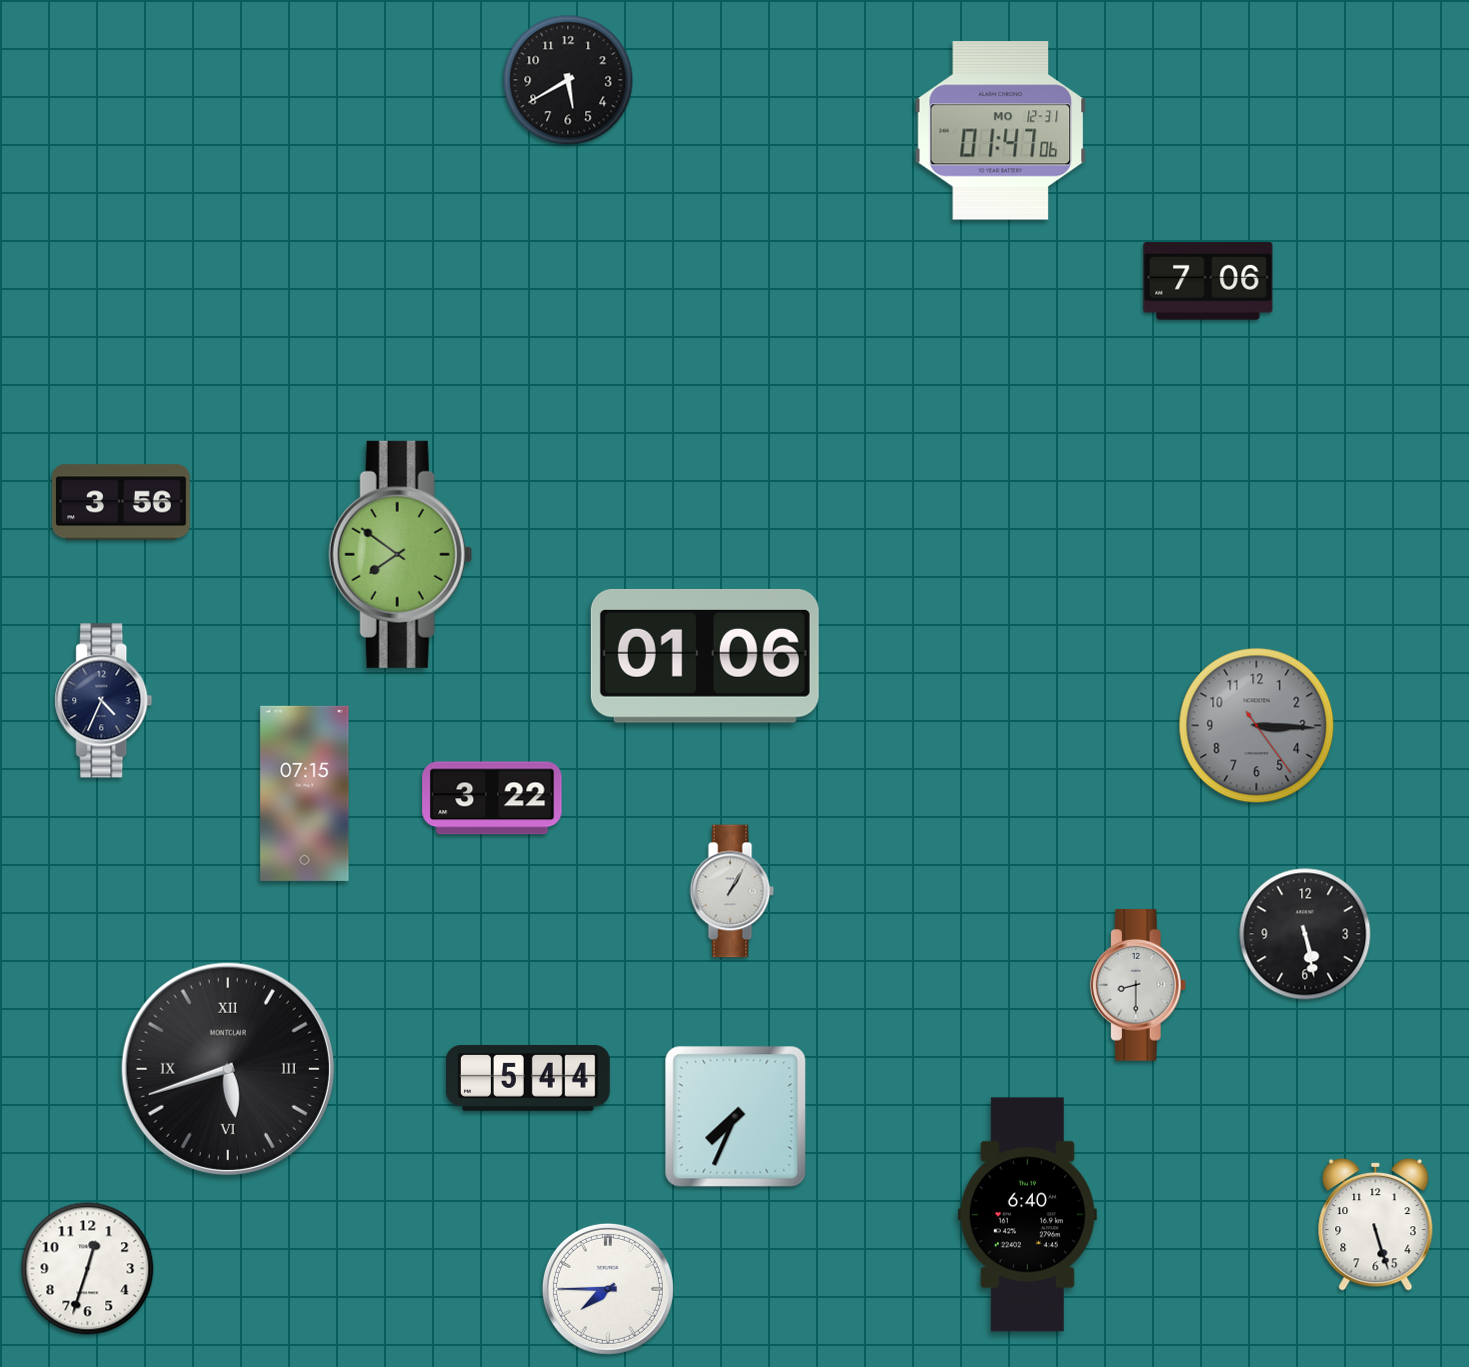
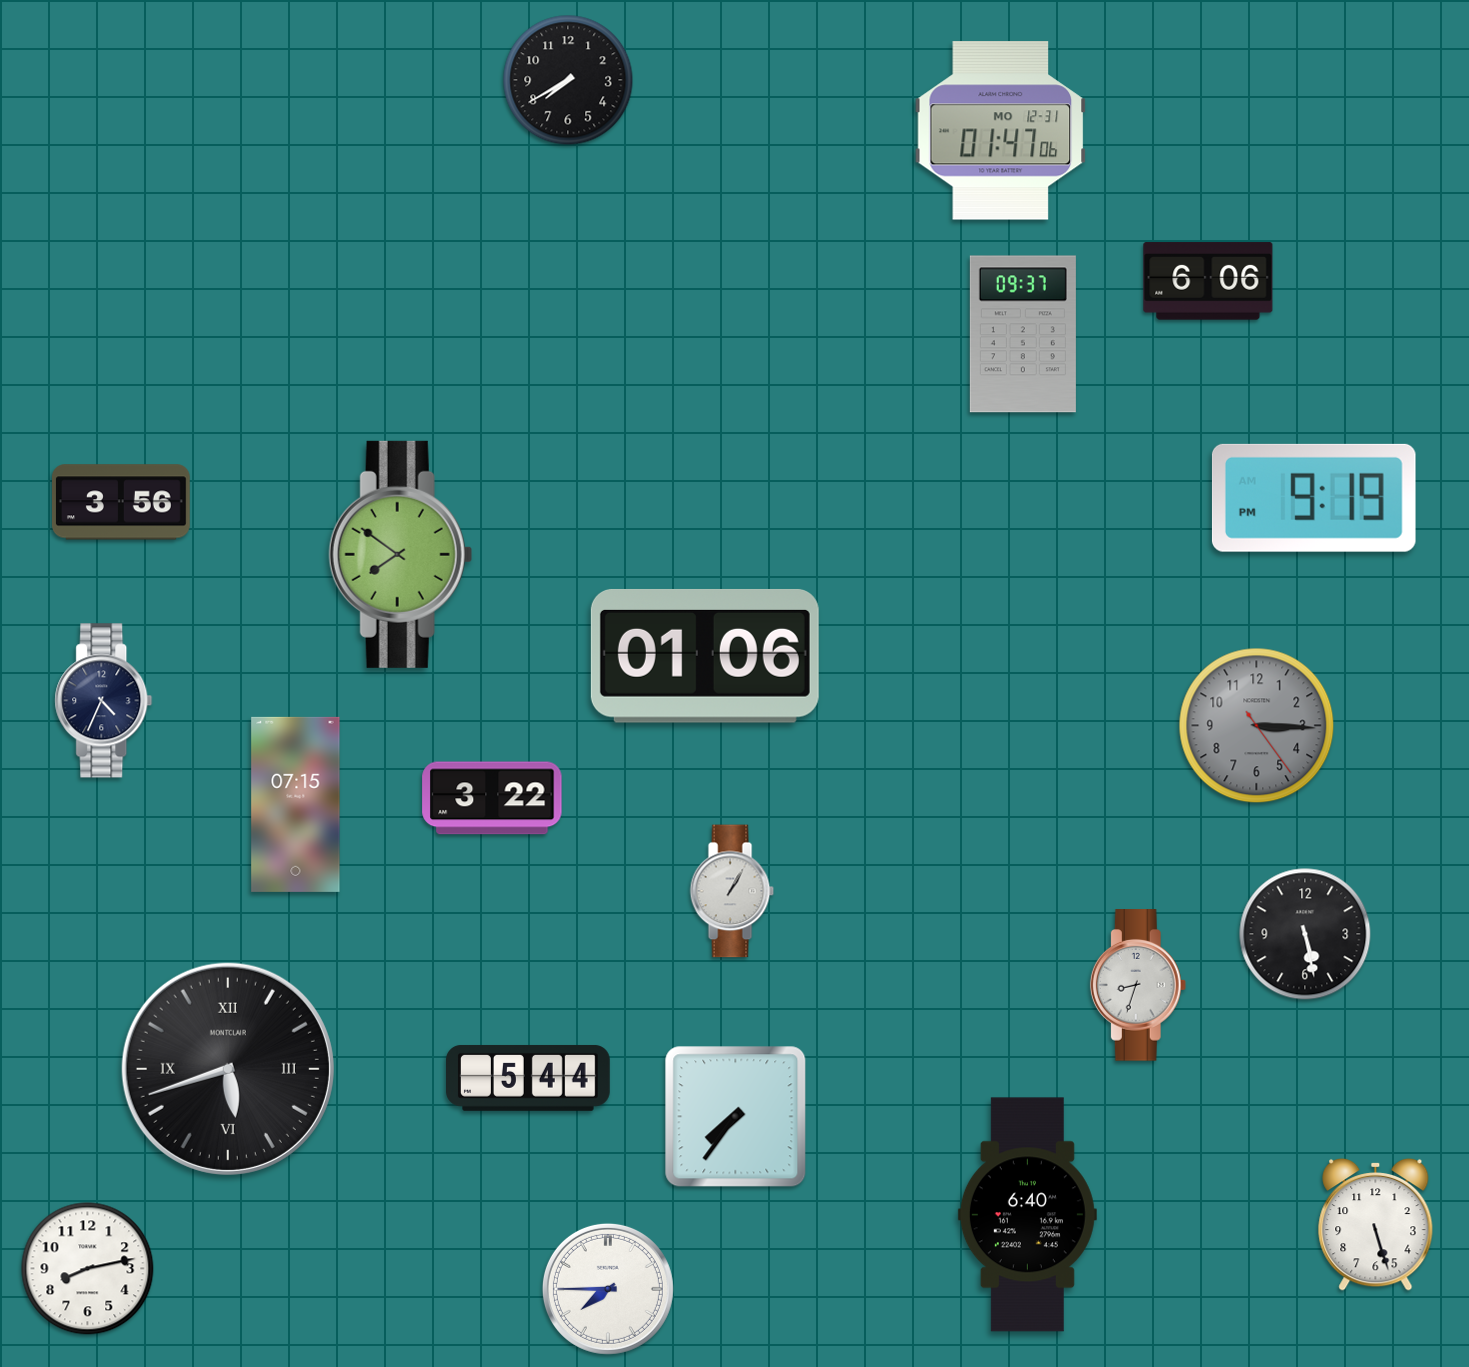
clock at (568, 80): 5:40 -> 7:40
clock at (1208, 281): 7:06 -> 6:06
clock at (1023, 334): none -> 09:37
clock at (1314, 498): none -> 9:19
clock at (305, 793) position: (305, 793) -> (296, 804)
clock at (1138, 985): 8:30 -> 8:33
clock at (736, 1117): 7:34 -> 7:36
clock at (88, 1269): 12:33 -> 8:13
